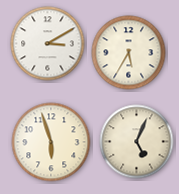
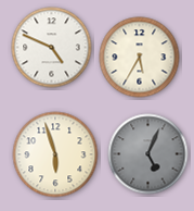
clock at (48, 44): 3:10 -> 4:49
clock at (137, 142) dial: cream -> grey
